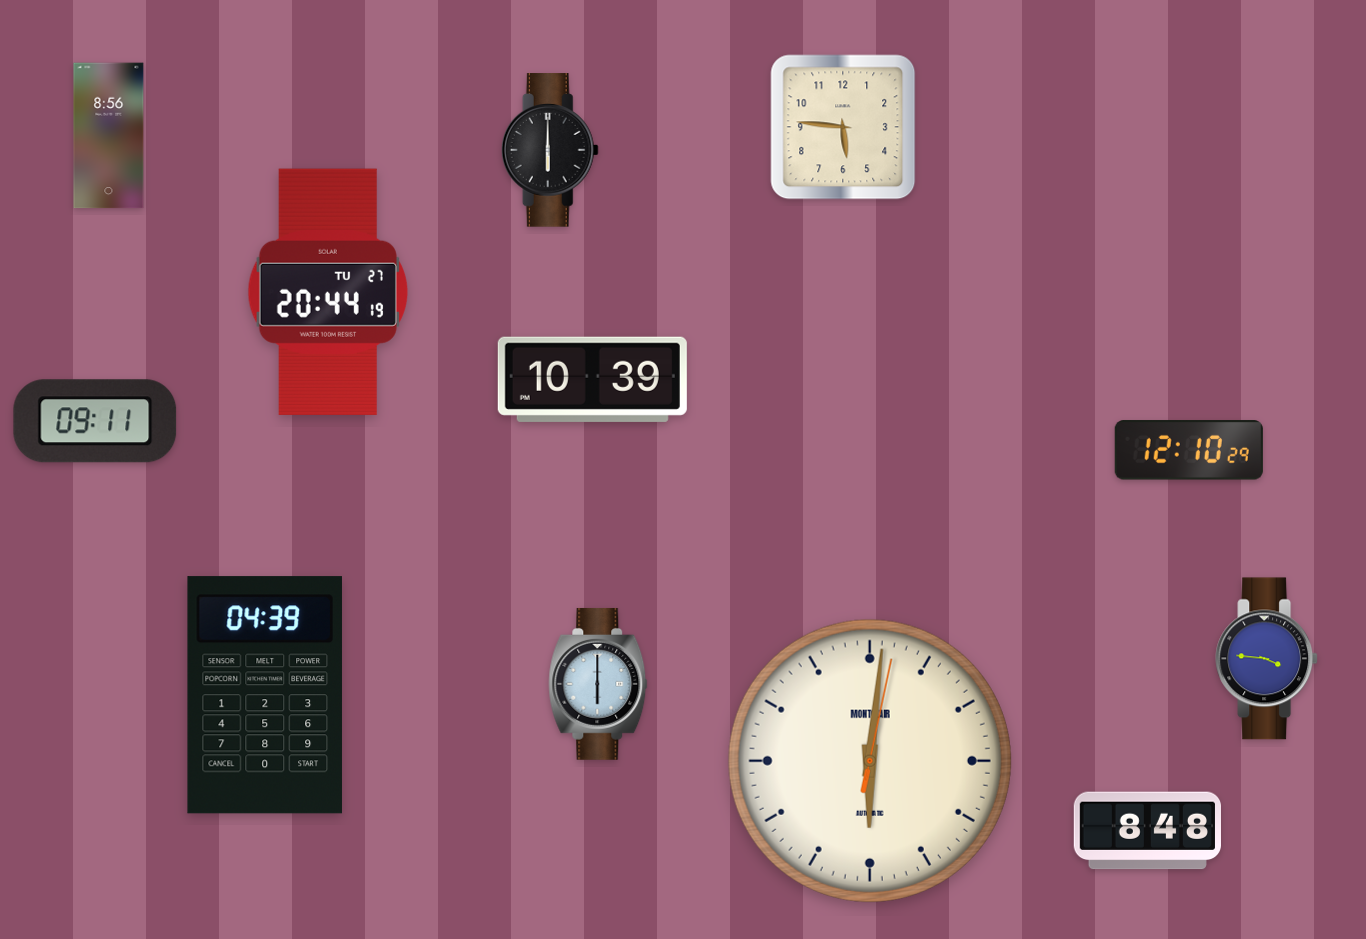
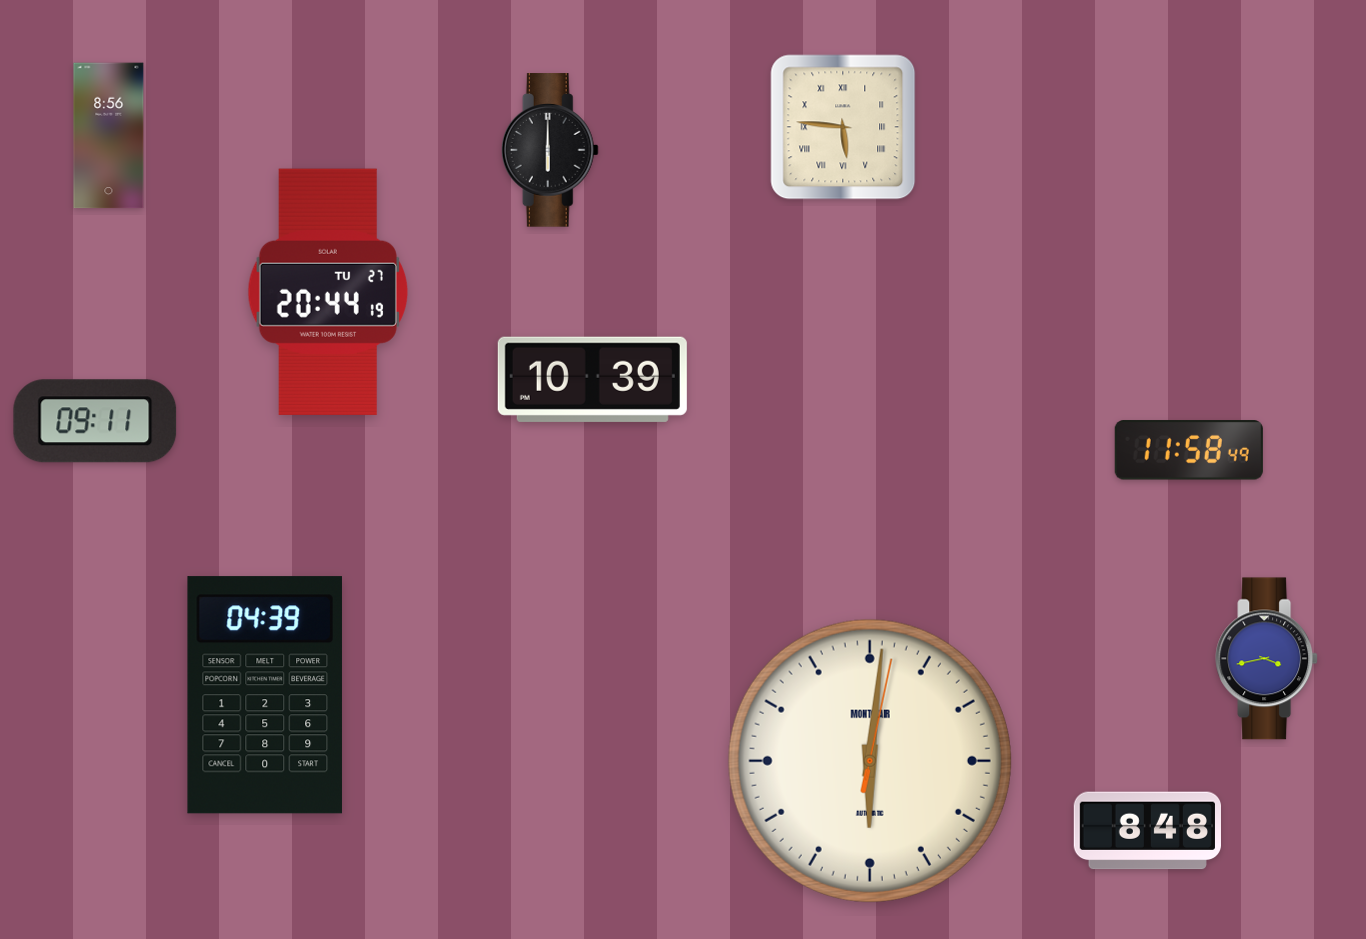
clock at (843, 127) numerals: Arabic -> Roman
clock at (1189, 450): 12:10 -> 11:58
clock at (1267, 659): 3:46 -> 3:43
clock at (598, 684): 6:00 -> none
